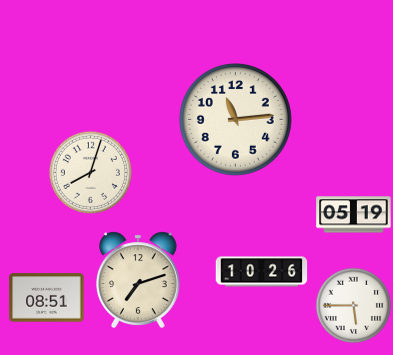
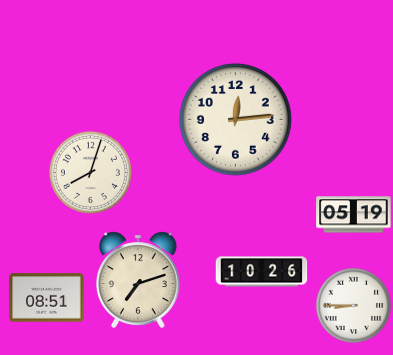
clock at (235, 119): 11:14 -> 12:14
clock at (354, 306): 5:45 -> 8:45
